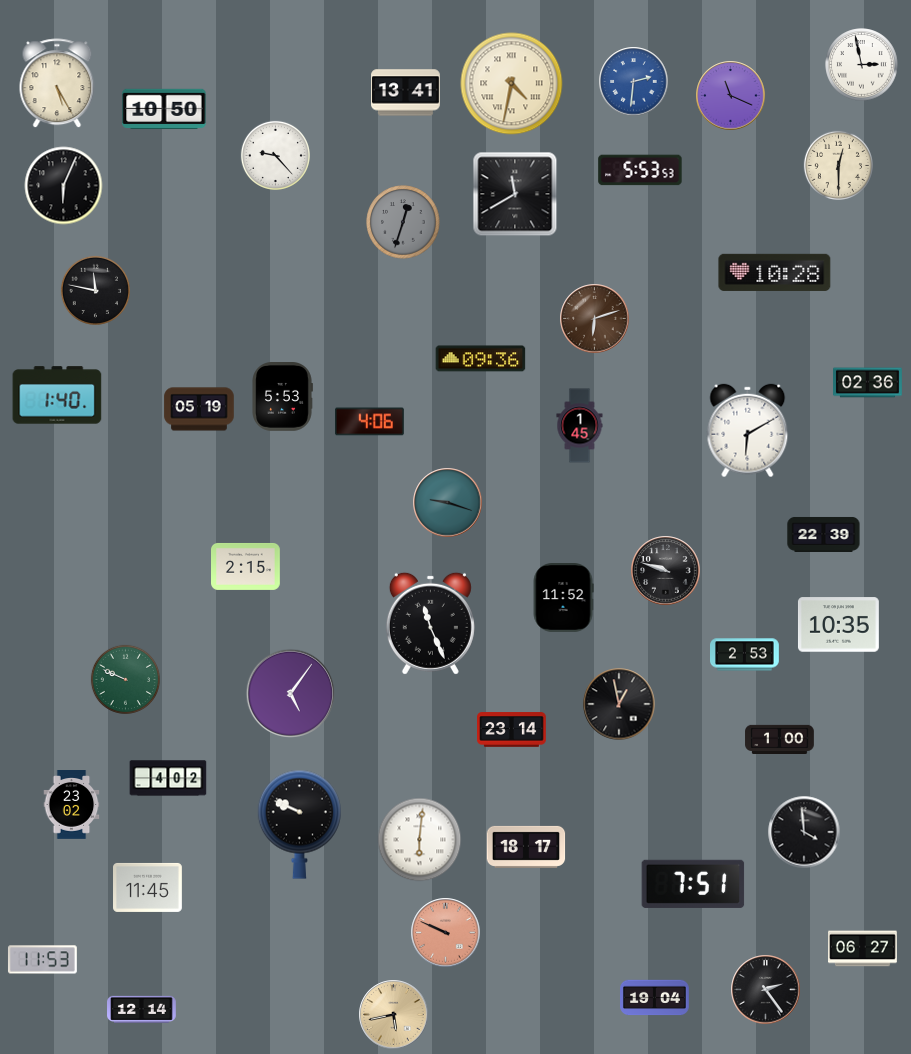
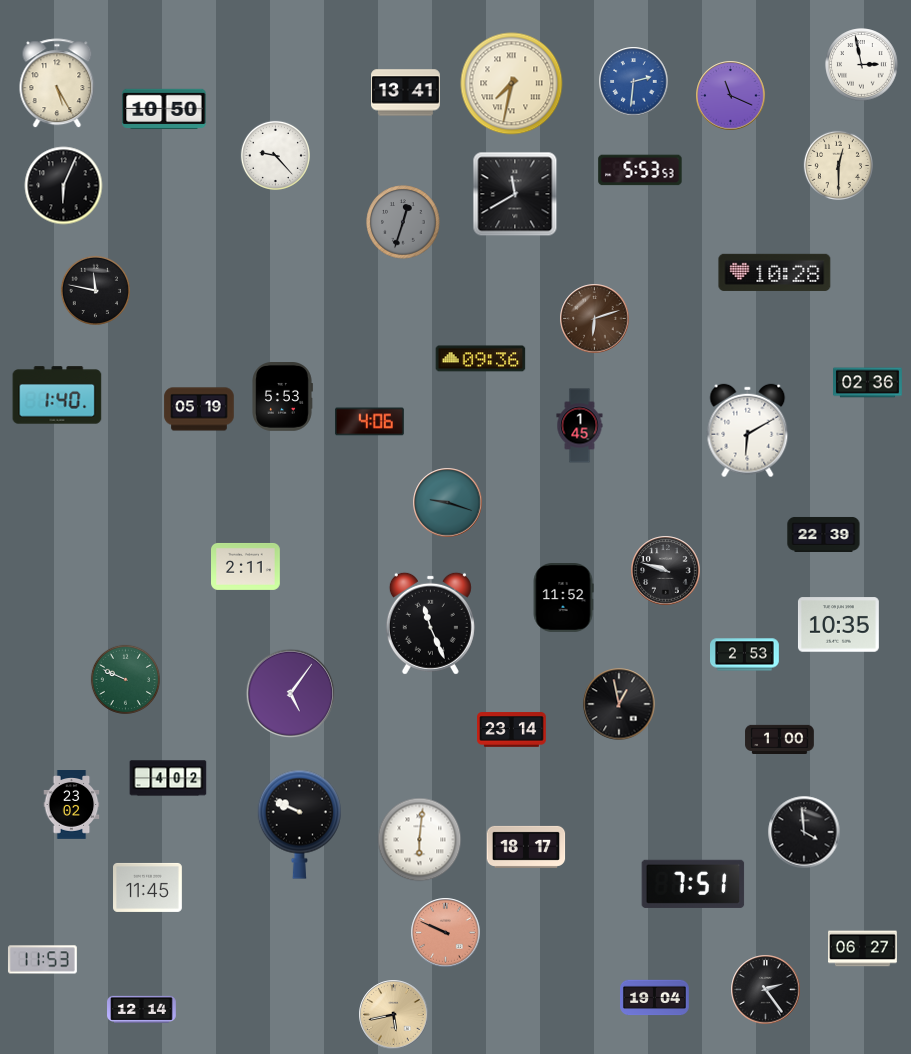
clock at (512, 84): 4:32 -> 7:32
clock at (246, 566): 2:15 -> 2:11
